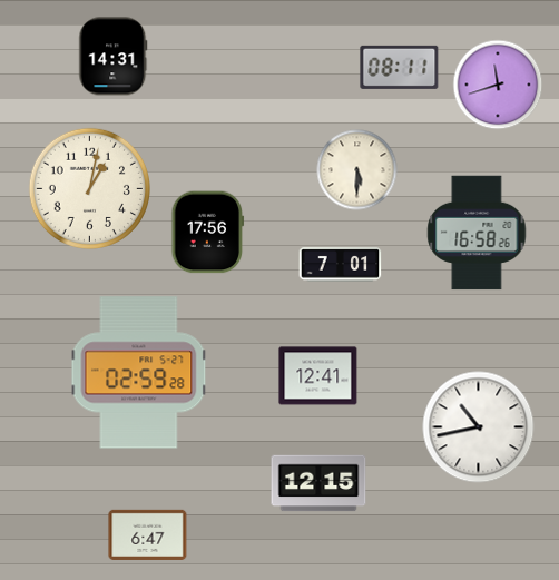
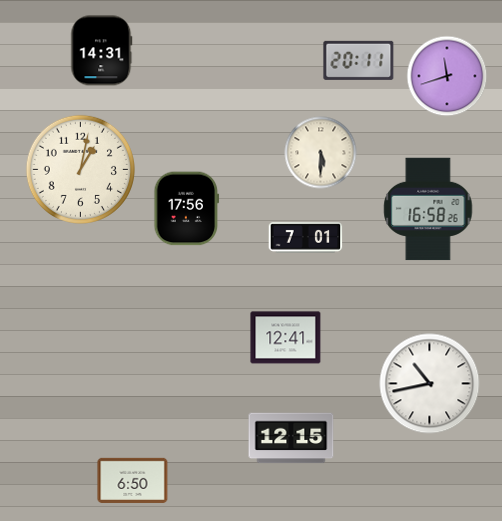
clock at (400, 67): 08:11 -> 20:11
clock at (139, 373): 02:59 -> none
clock at (318, 483) position: (318, 483) -> (291, 438)
clock at (148, 534): 6:47 -> 6:50
